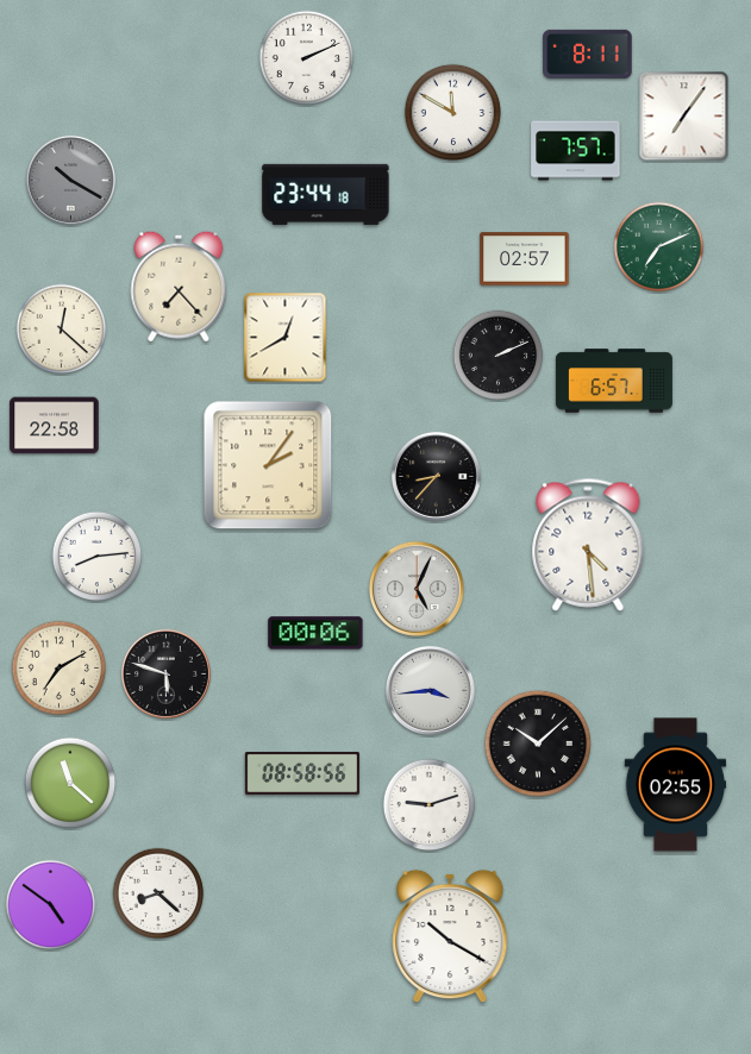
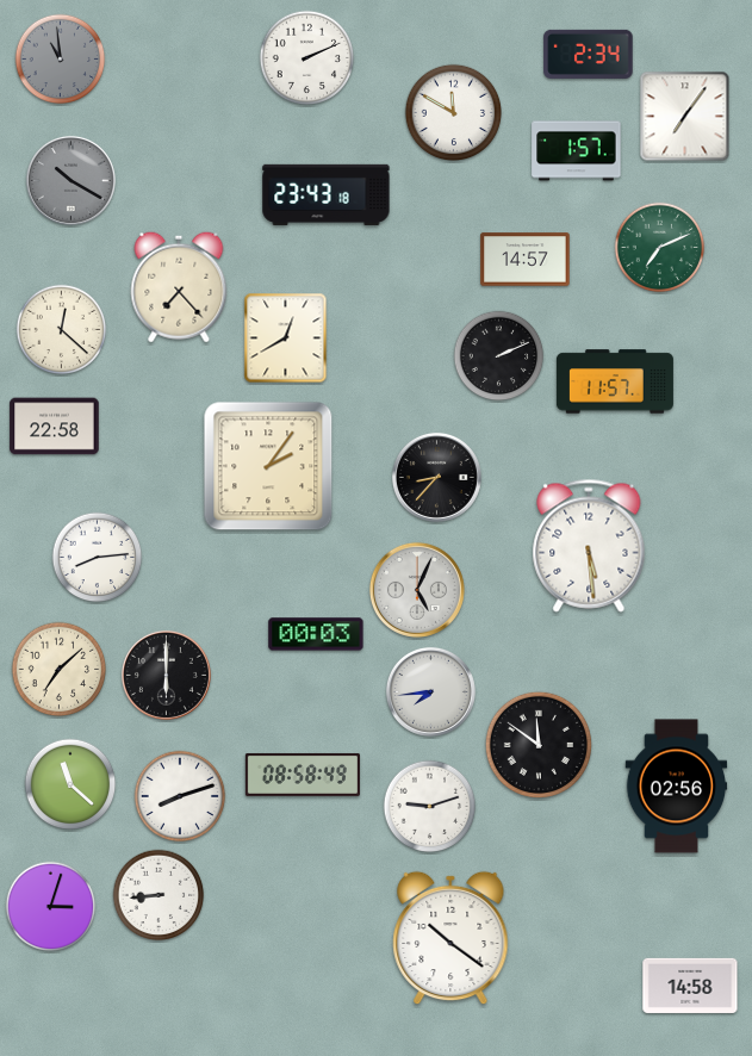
clock at (588, 54): 8:11 -> 2:34
clock at (61, 60): none -> 10:59
clock at (576, 151): 7:57 -> 1:57
clock at (326, 194): 23:44 -> 23:43
clock at (525, 259): 02:57 -> 14:57
clock at (614, 381): 6:57 -> 11:57
clock at (588, 545): 4:29 -> 5:29
clock at (315, 633): 00:06 -> 00:03
clock at (60, 669): 7:10 -> 7:08
clock at (165, 673): 5:48 -> 6:00
clock at (430, 690): 3:44 -> 7:44
clock at (538, 744): 10:08 -> 11:51
clock at (302, 773): 08:58:56 -> 08:58:49
clock at (676, 785): 02:55 -> 02:56
clock at (180, 796): none -> 8:12
clock at (158, 893): 8:22 -> 8:44
clock at (51, 905): 4:51 -> 3:03
clock at (450, 936): 10:20 -> 10:21
clock at (690, 986): none -> 14:58
